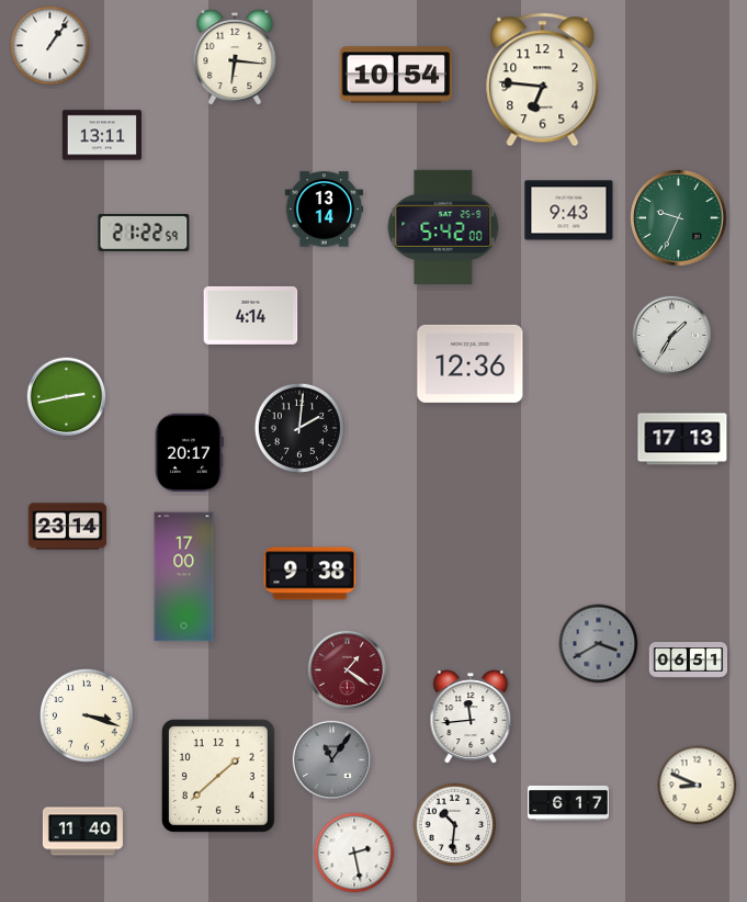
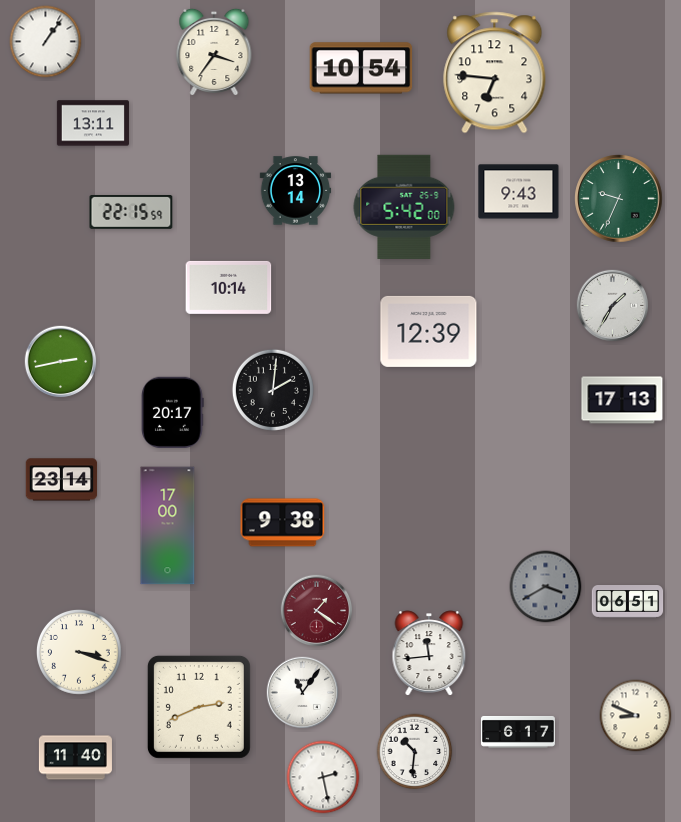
clock at (235, 56): 6:16 -> 3:36
clock at (144, 234): 21:22 -> 22:15
clock at (251, 315): 4:14 -> 10:14
clock at (471, 363): 12:36 -> 12:39
clock at (332, 760) dial: grey -> white
clock at (218, 776): 1:38 -> 2:41
